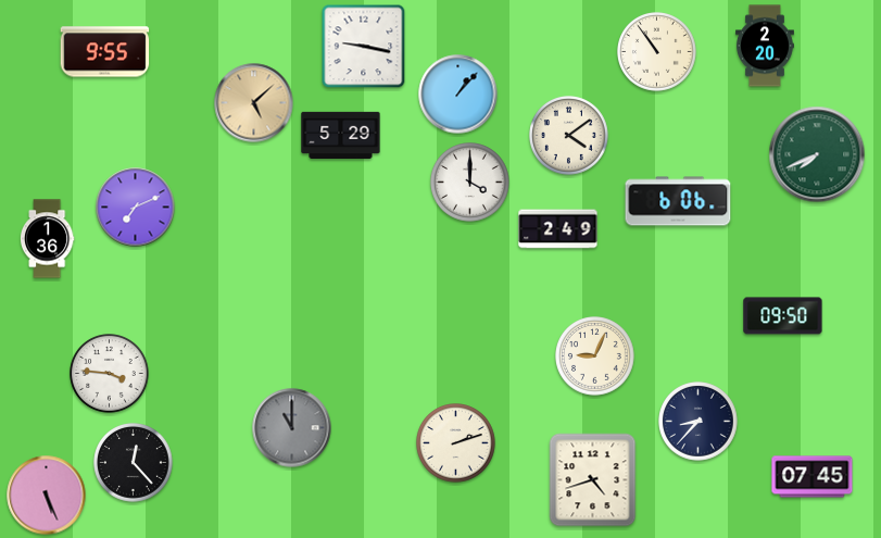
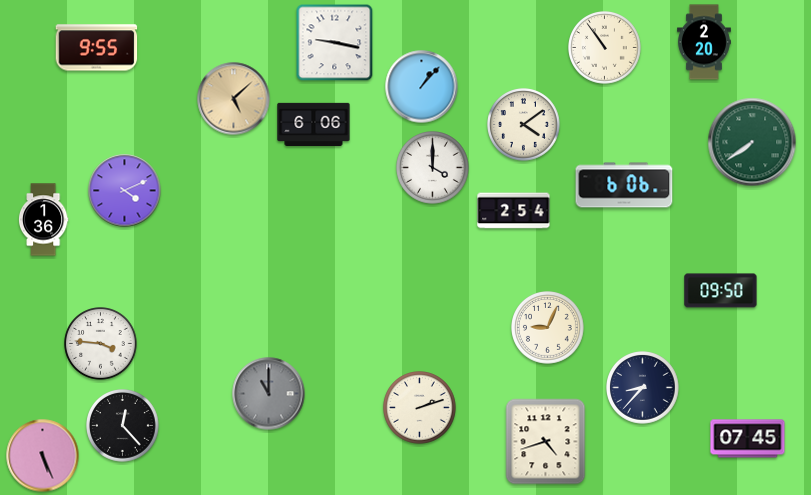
clock at (254, 103) position: (254, 103) -> (234, 99)
clock at (341, 135): 5:29 -> 6:06
clock at (817, 154): 7:41 -> 7:39
clock at (136, 208): 7:11 -> 4:11
clock at (558, 229): 2:49 -> 2:54
